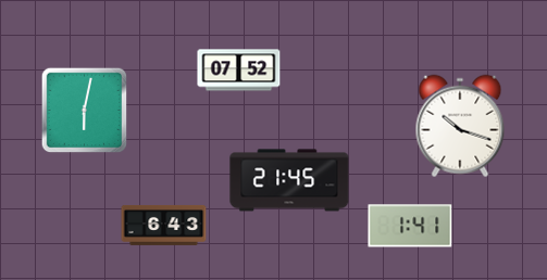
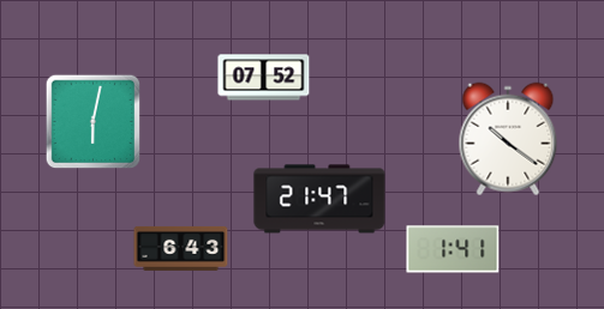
clock at (460, 126): 10:18 -> 10:21
clock at (289, 180): 21:45 -> 21:47
